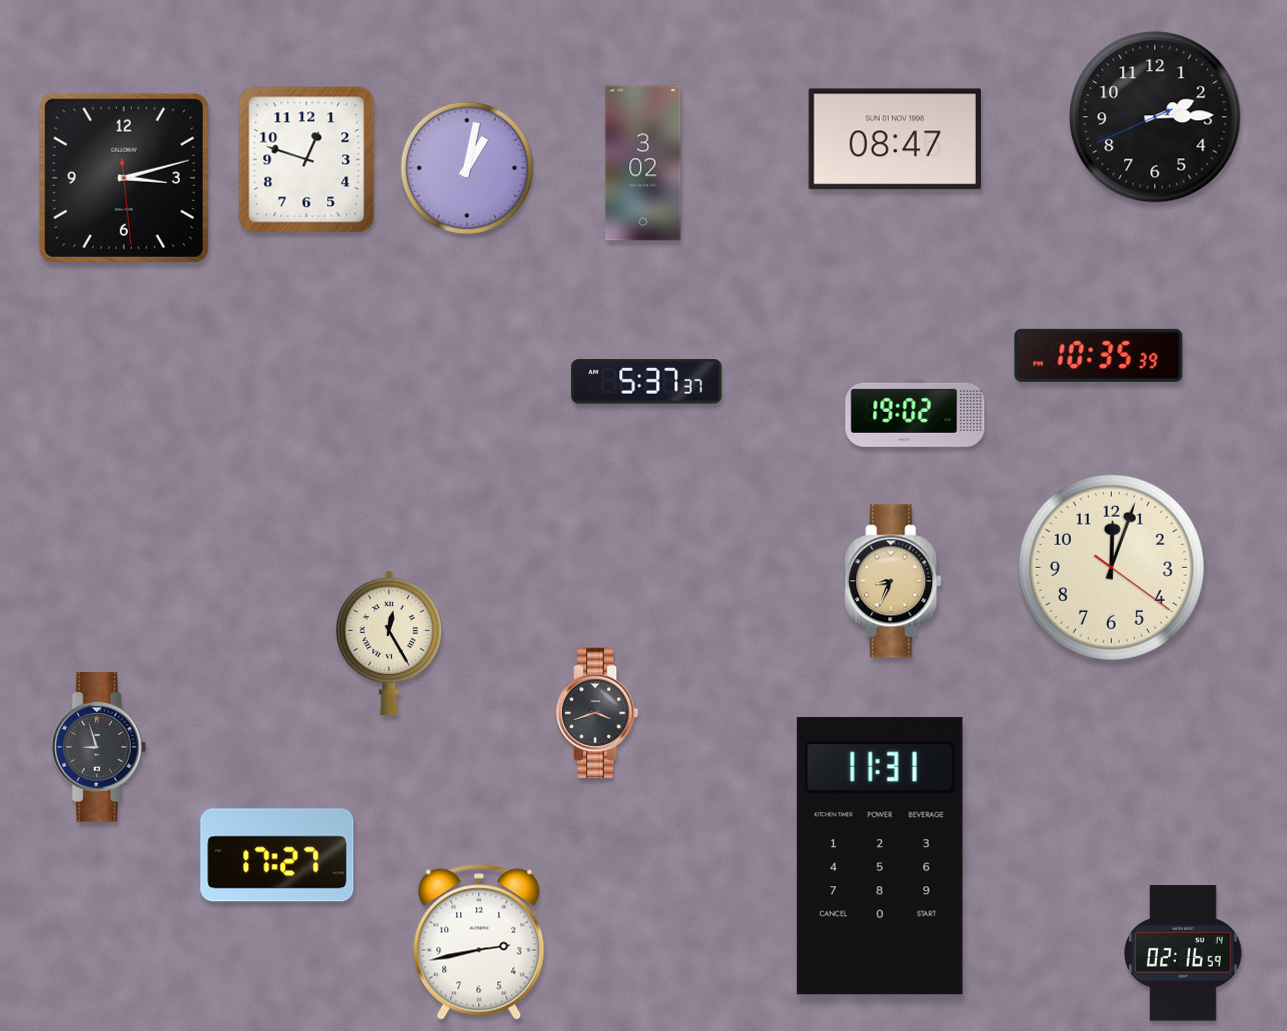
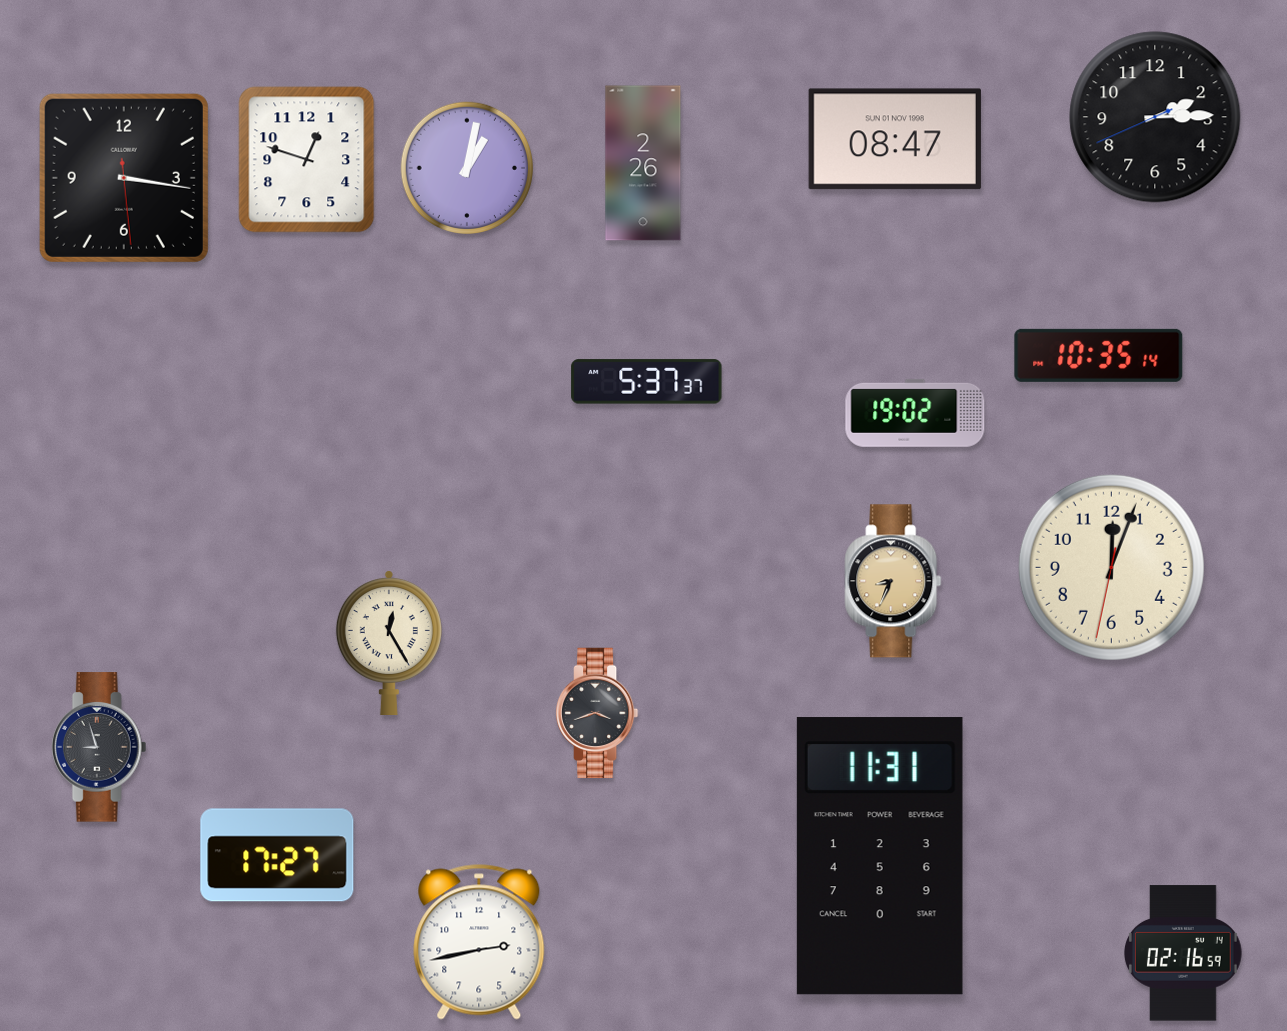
clock at (643, 163): 3:02 -> 2:26
clock at (124, 178): 3:12 -> 3:16
clock at (1099, 355): 10:35:39 -> 10:35:14
clock at (1111, 567): 12:03:21 -> 12:03:32
